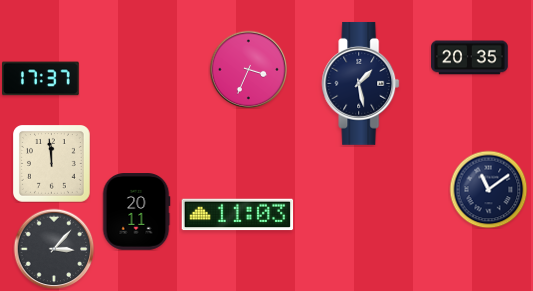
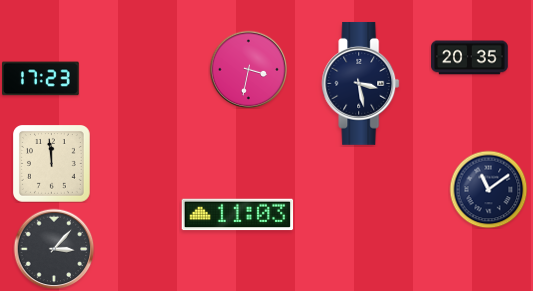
clock at (248, 69): 3:34 -> 3:32
clock at (41, 79): 17:37 -> 17:23
clock at (361, 83): 1:28 -> 3:28
clock at (136, 212): 20:11 -> none
